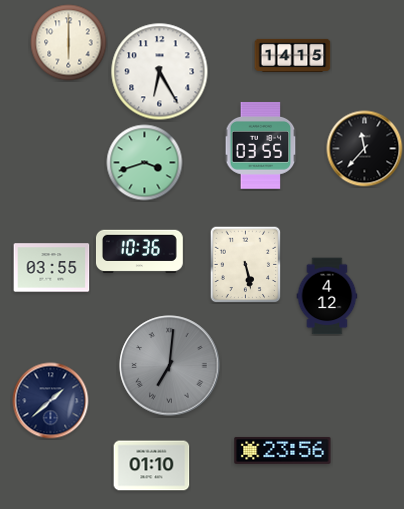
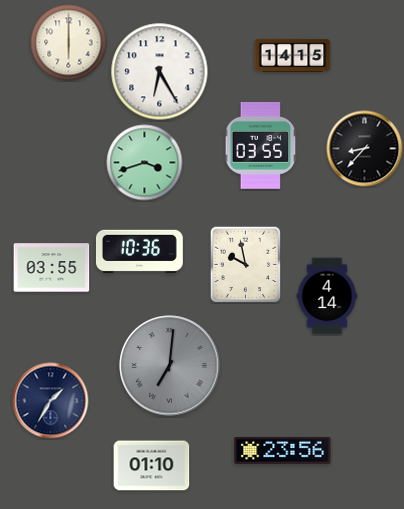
clock at (365, 149): 11:37 -> 8:37
clock at (246, 264): 5:28 -> 9:58
clock at (327, 296): 4:12 -> 4:14
clock at (51, 401): 1:38 -> 1:35
